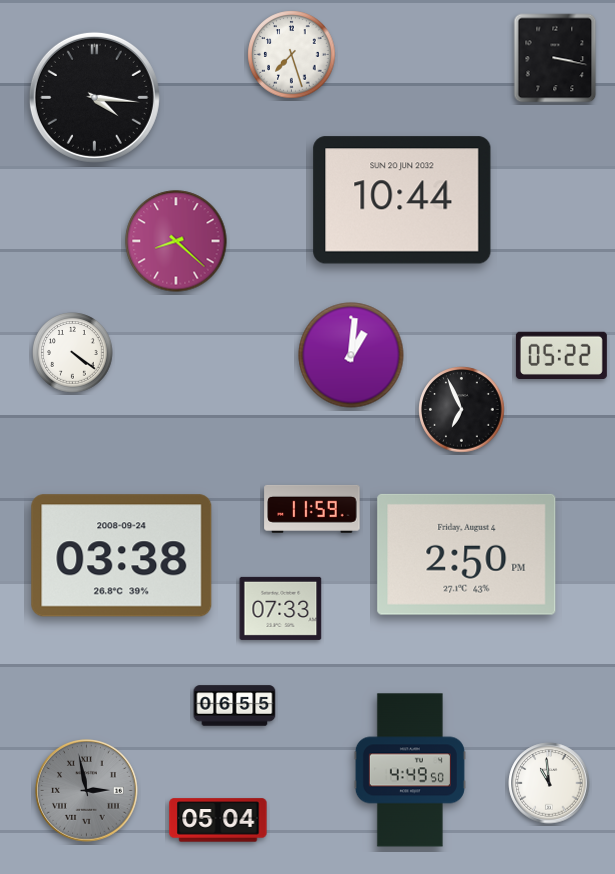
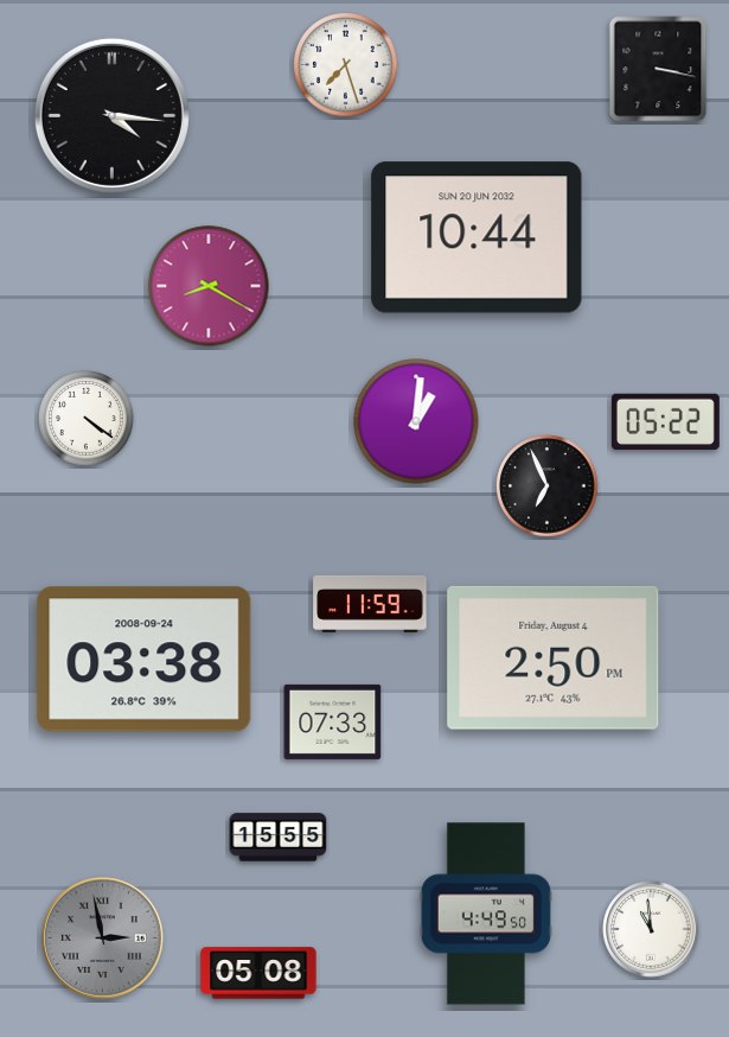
clock at (176, 241): 8:22 -> 8:20
clock at (235, 706): 06:55 -> 15:55
clock at (218, 820): 05:04 -> 05:08
